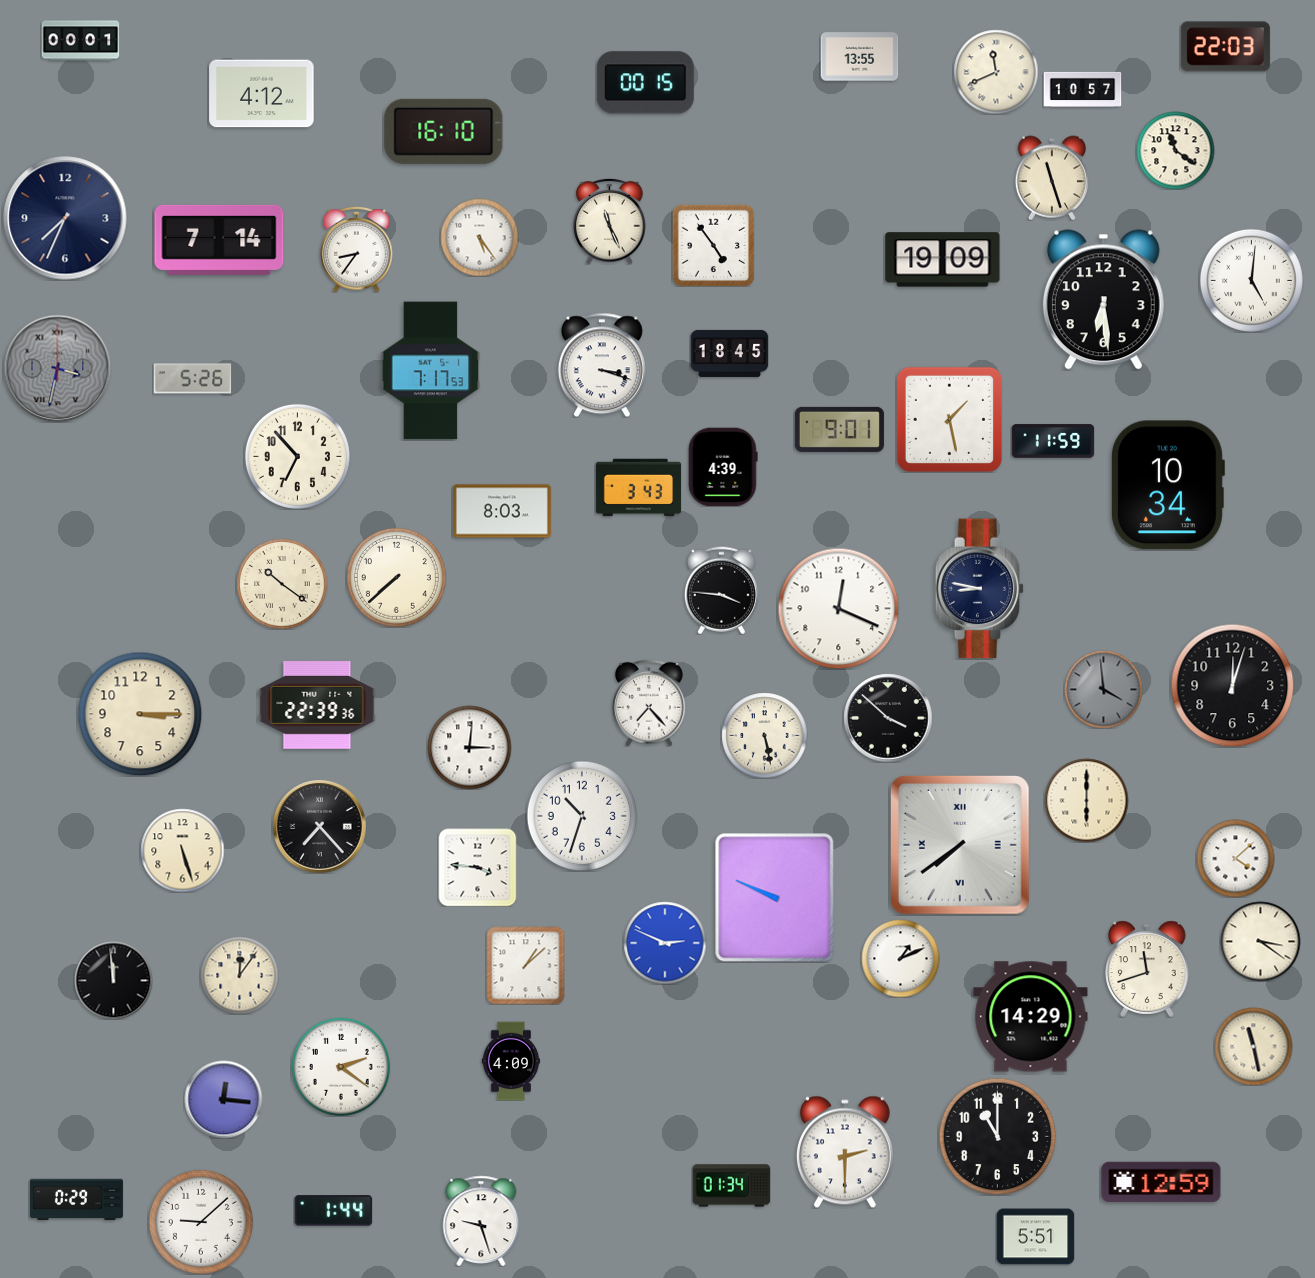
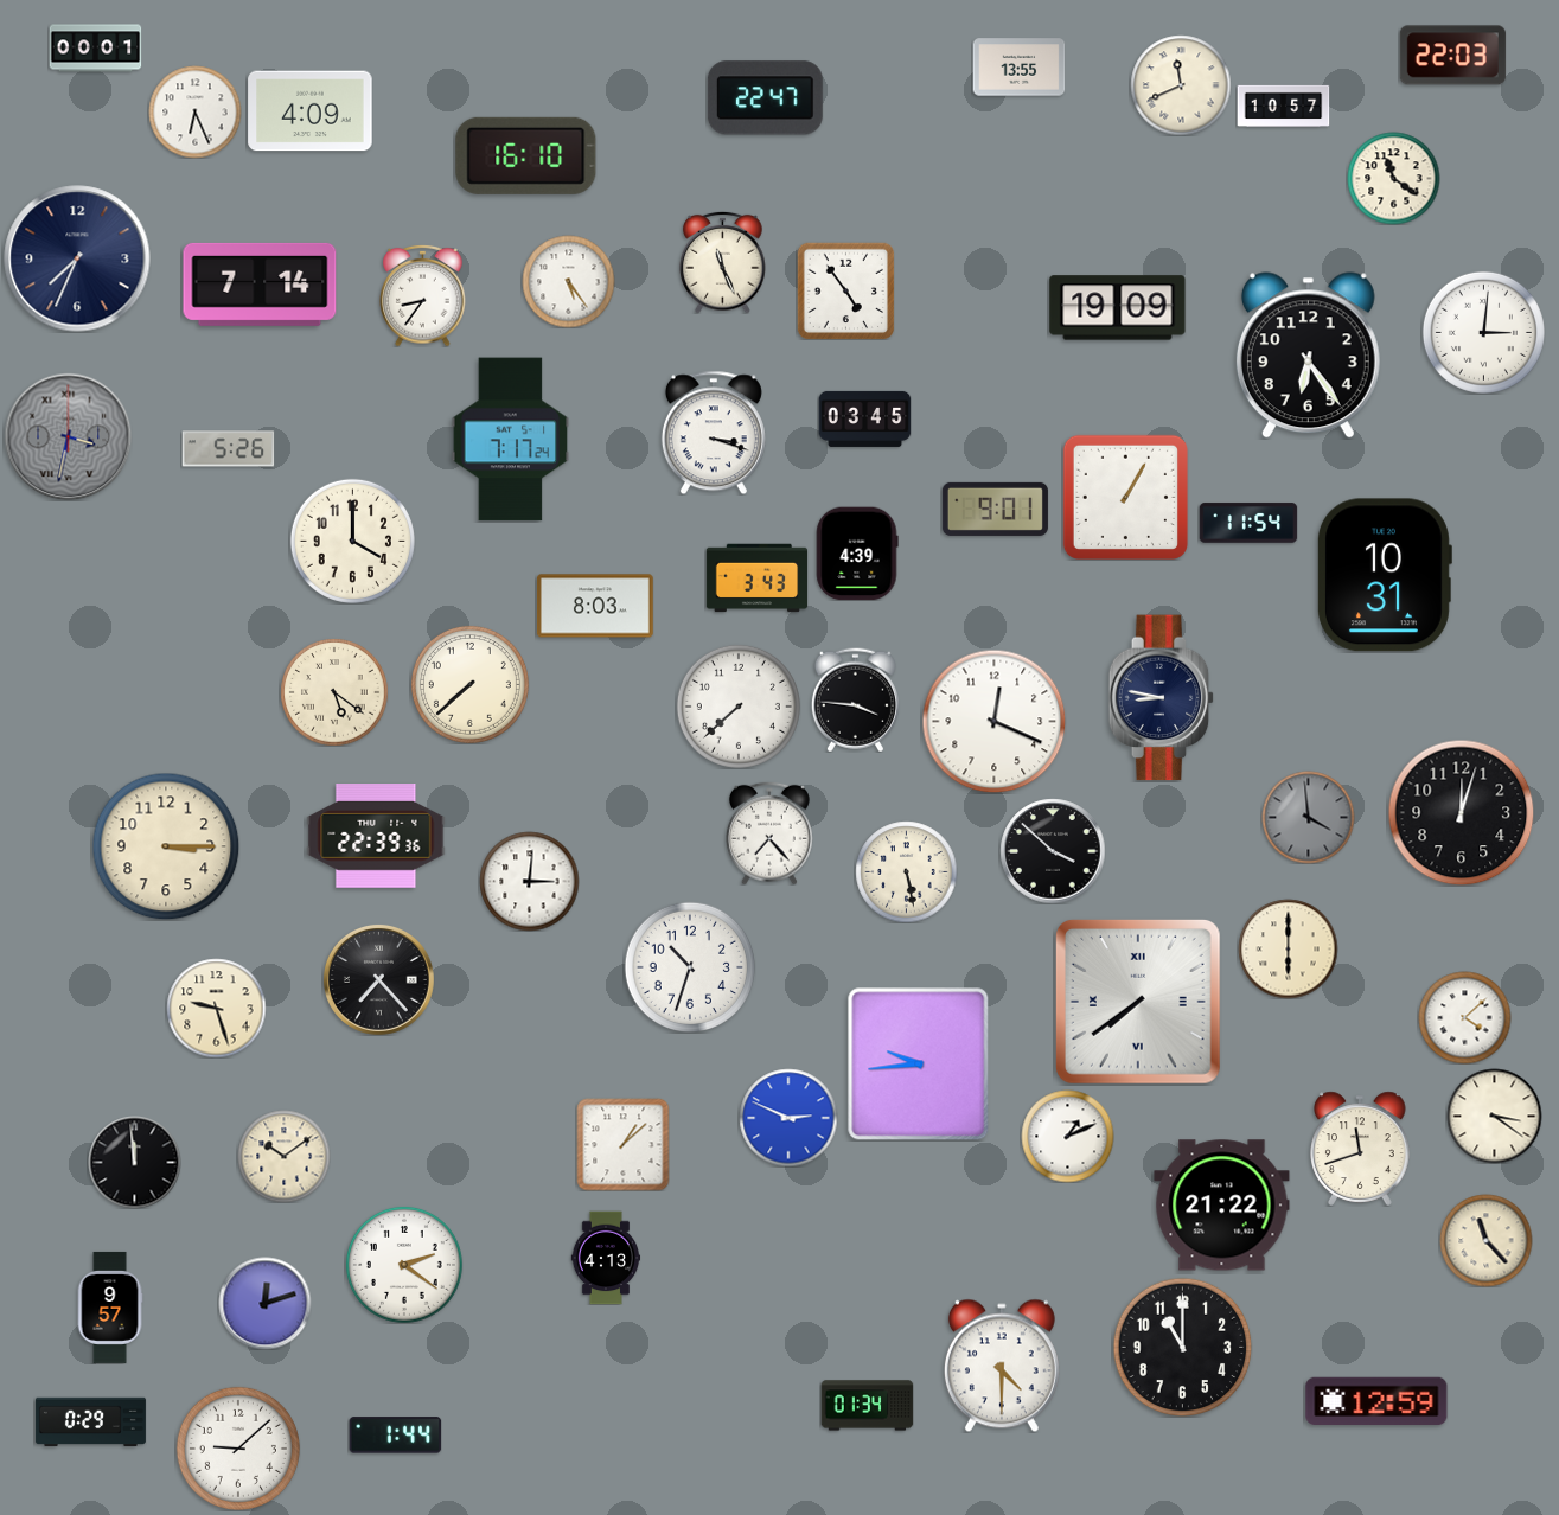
clock at (645, 83): 00:15 -> 22:47
clock at (194, 111): none -> 6:26
clock at (262, 94): 4:12 -> 4:09
clock at (1051, 178): 11:27 -> none
clock at (1251, 280): 5:01 -> 3:01
clock at (1103, 300): 6:29 -> 6:24
clock at (729, 353): 18:45 -> 03:45
clock at (431, 371): 7:17:53 -> 7:17:24
clock at (949, 419): 1:28 -> 1:05
clock at (1053, 441): 11:59 -> 11:54
clock at (297, 456): 6:53 -> 4:00
clock at (1167, 485): 10:34 -> 10:31
clock at (282, 584): 10:21 -> 5:21
clock at (739, 707): none -> 7:38
clock at (469, 747) position: (469, 747) -> (529, 881)
clock at (182, 850): 5:27 -> 9:27
clock at (477, 867): 3:46 -> none
clock at (775, 898): 9:49 -> 9:44
clock at (239, 975): 12:06 -> 10:09
clock at (1031, 1017): 14:29 -> 21:22
clock at (1253, 1046): 11:28 -> 11:23
clock at (511, 1061): 4:09 -> 4:13
clock at (223, 1099): 12:16 -> 12:12
clock at (110, 1308): none -> 9:57
clock at (845, 1152): 2:30 -> 4:30
clock at (481, 1221): 9:27 -> none
clock at (1035, 1237): 5:51 -> none
